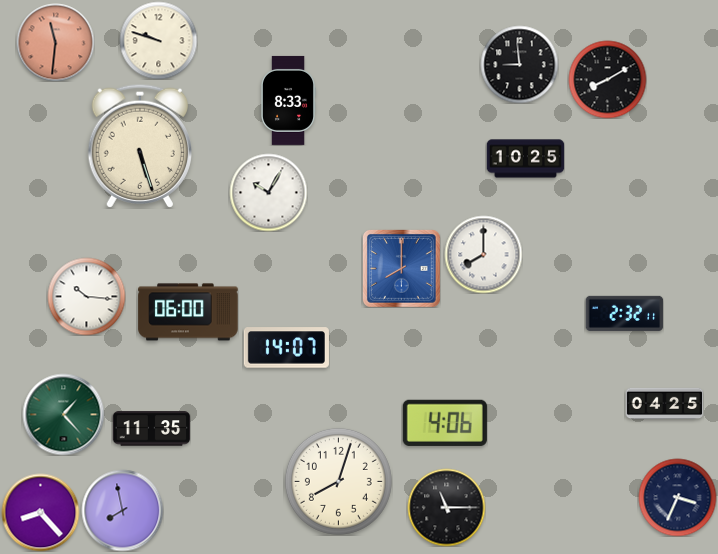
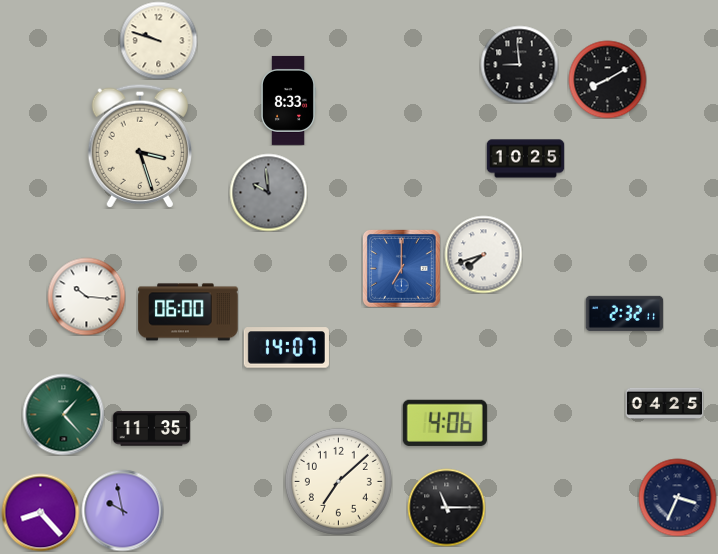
clock at (55, 42): 11:31 -> none
clock at (140, 146): 5:27 -> 3:27
clock at (268, 192): 10:05 -> 9:59
clock at (268, 192) dial: white -> grey
clock at (483, 254): 8:00 -> 7:42
clock at (402, 269): 8:00 -> 7:00
clock at (338, 481): 8:03 -> 7:08
clock at (122, 510): 7:58 -> 9:58
